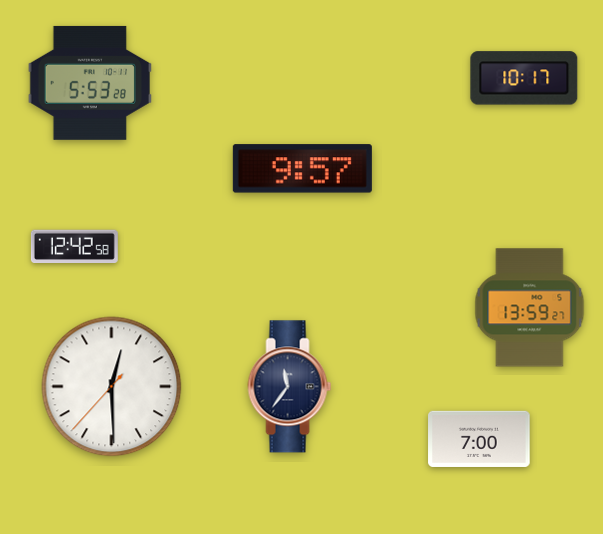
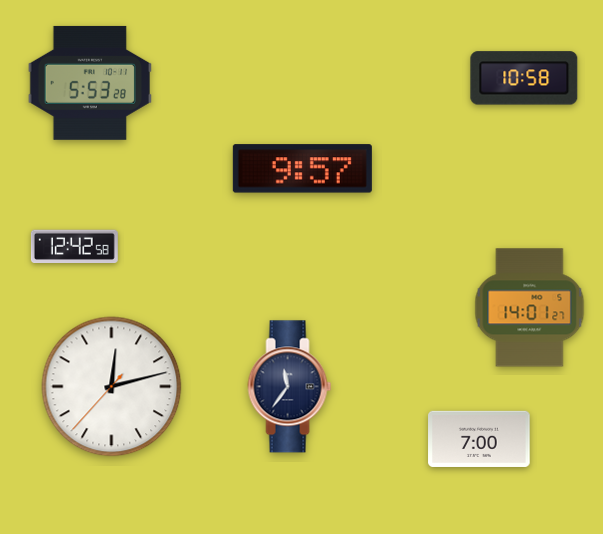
clock at (524, 78): 10:17 -> 10:58
clock at (530, 308): 13:59 -> 14:01
clock at (112, 387): 12:29 -> 12:12
